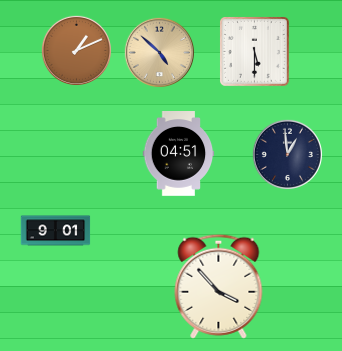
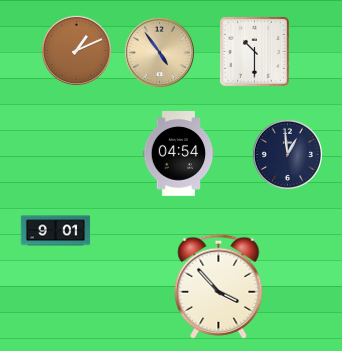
clock at (159, 52): 4:52 -> 4:54
clock at (255, 52): 5:30 -> 10:30
clock at (179, 154): 04:51 -> 04:54
